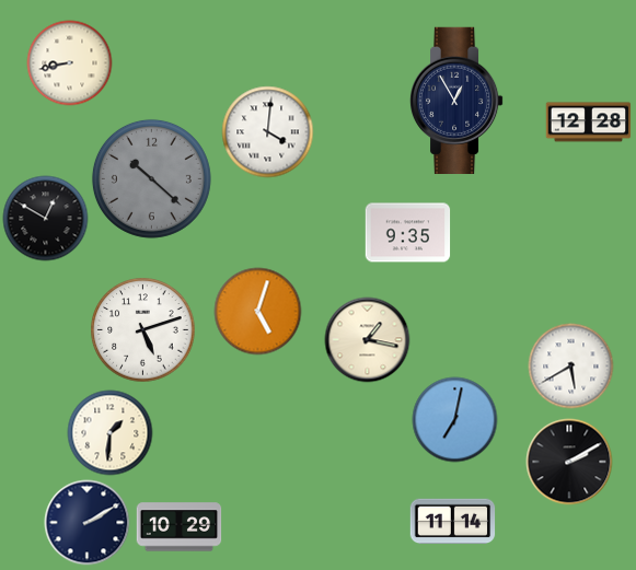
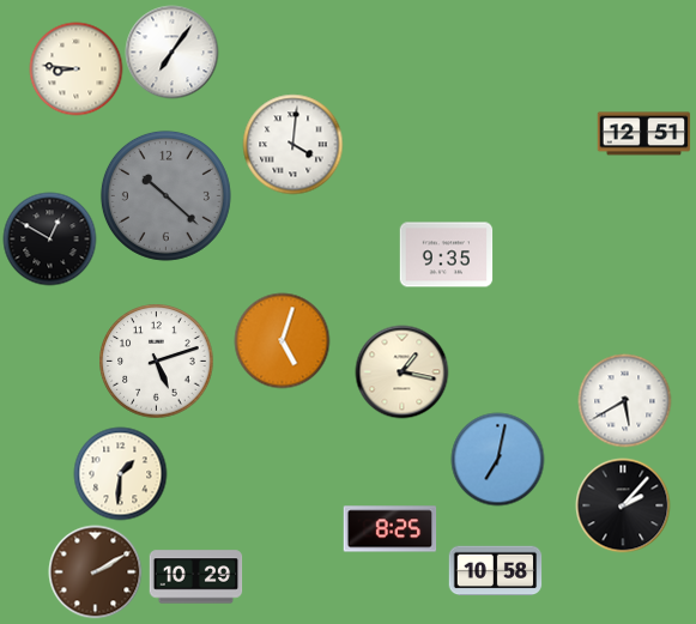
clock at (171, 52): none -> 7:06
clock at (69, 62): 8:43 -> 8:46
clock at (456, 100): 12:55 -> none
clock at (588, 123): 12:28 -> 12:51
clock at (569, 462): 2:10 -> 2:07
clock at (389, 529): none -> 8:25
clock at (86, 522) dial: navy -> brown
clock at (452, 522): 11:14 -> 10:58
